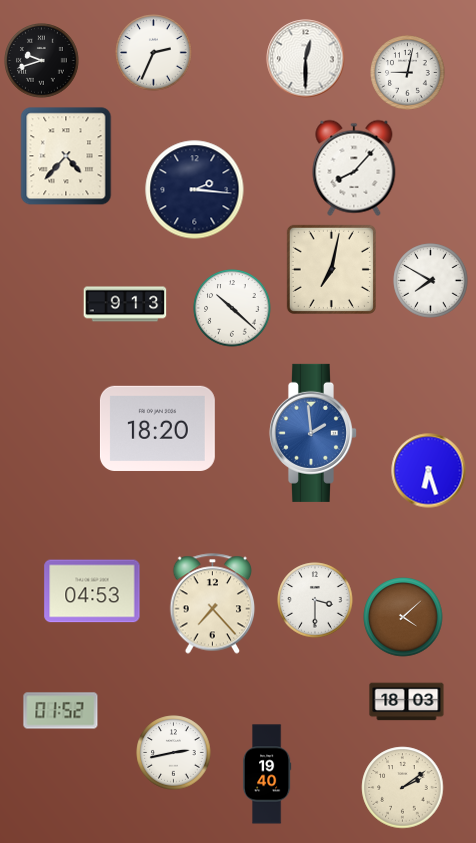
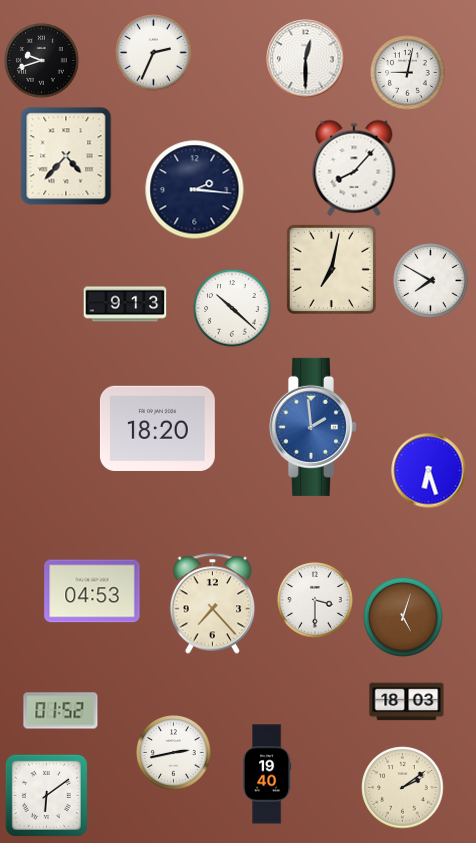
clock at (312, 433) position: (312, 433) -> (312, 427)
clock at (403, 617): 4:08 -> 5:03
clock at (46, 795): none -> 6:09
